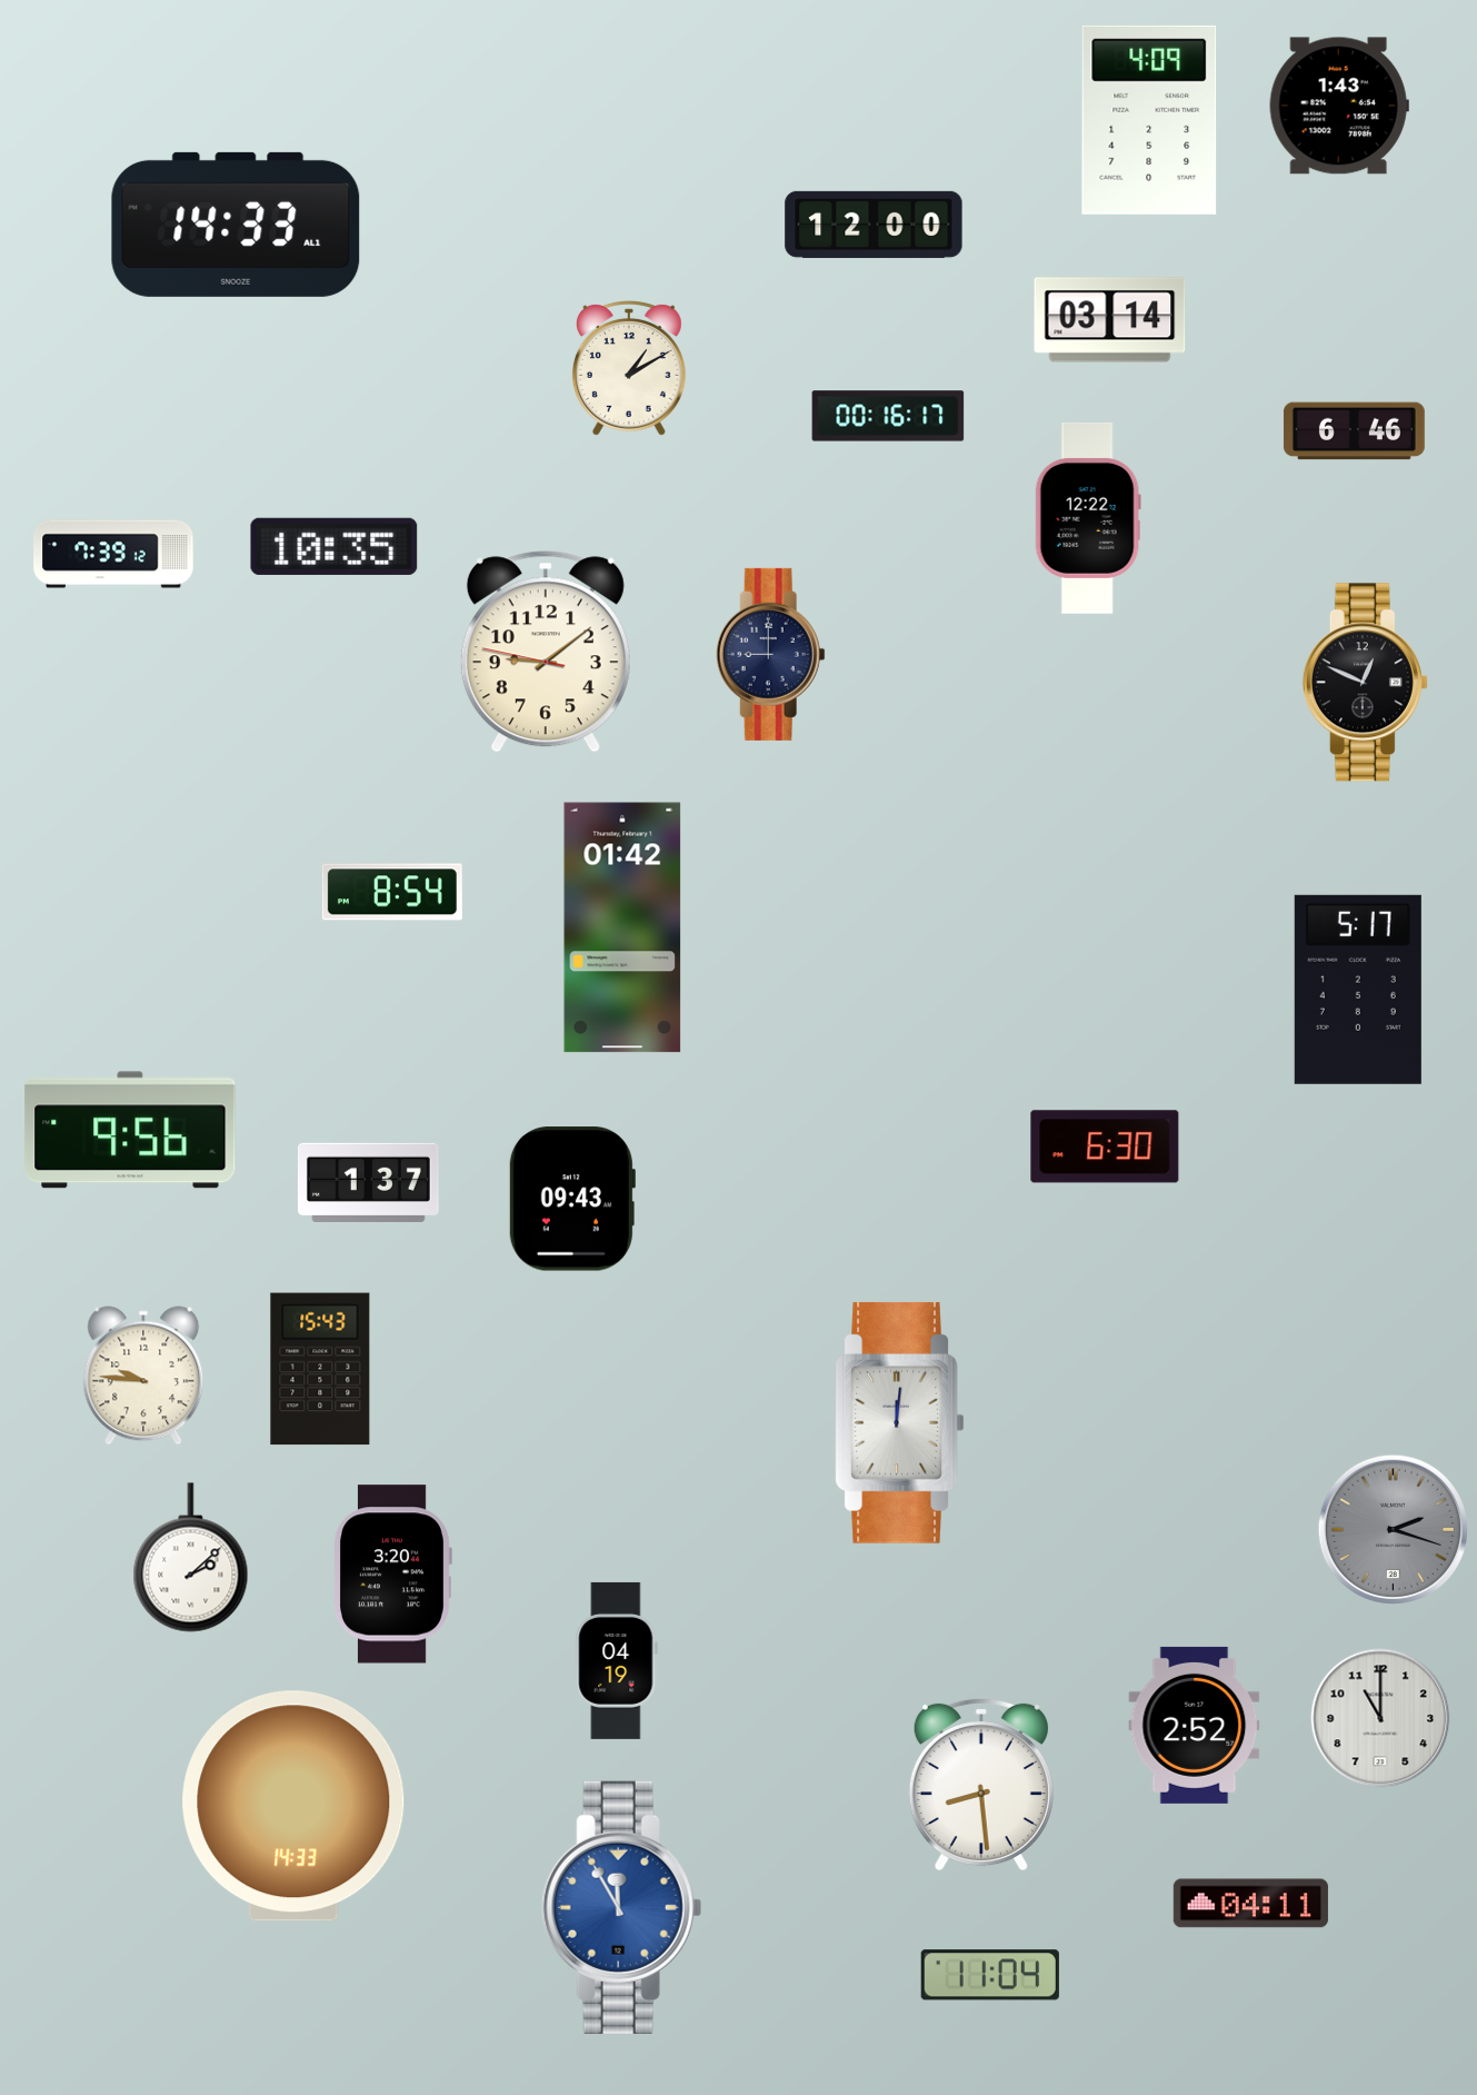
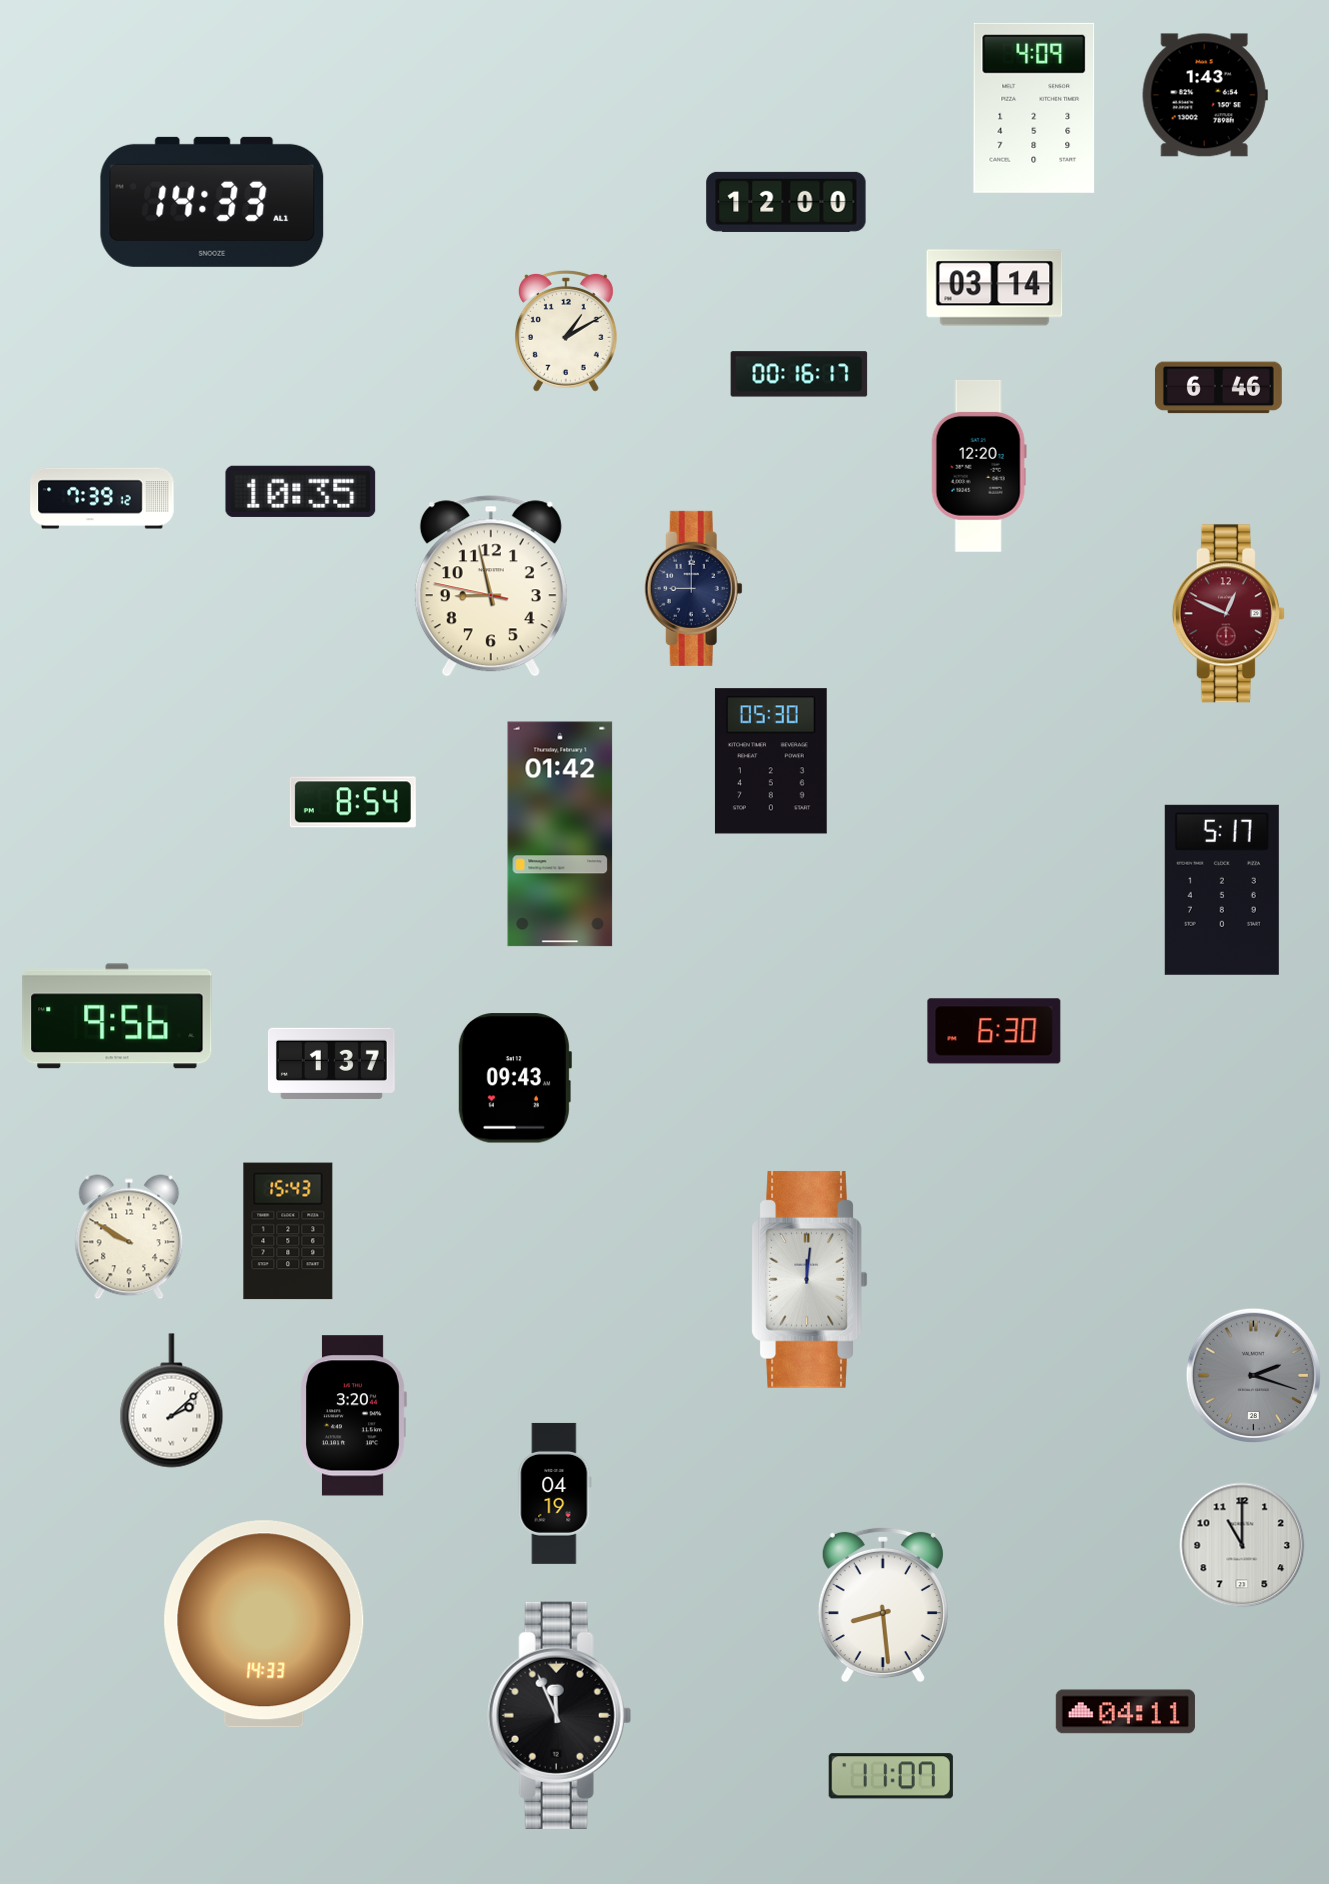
clock at (1110, 320) position: (1110, 320) -> (995, 288)
clock at (1088, 518): 12:22 -> 12:20
clock at (546, 652): 9:08 -> 8:57
clock at (1365, 683) dial: black -> burgundy
clock at (771, 761): none -> 05:30
clock at (143, 1376): 9:46 -> 9:50
clock at (1195, 1725): 2:52 -> none
clock at (621, 1907): 11:55 -> 11:56
clock at (621, 1907) dial: blue -> black
clock at (990, 1975): 11:04 -> 11:07
